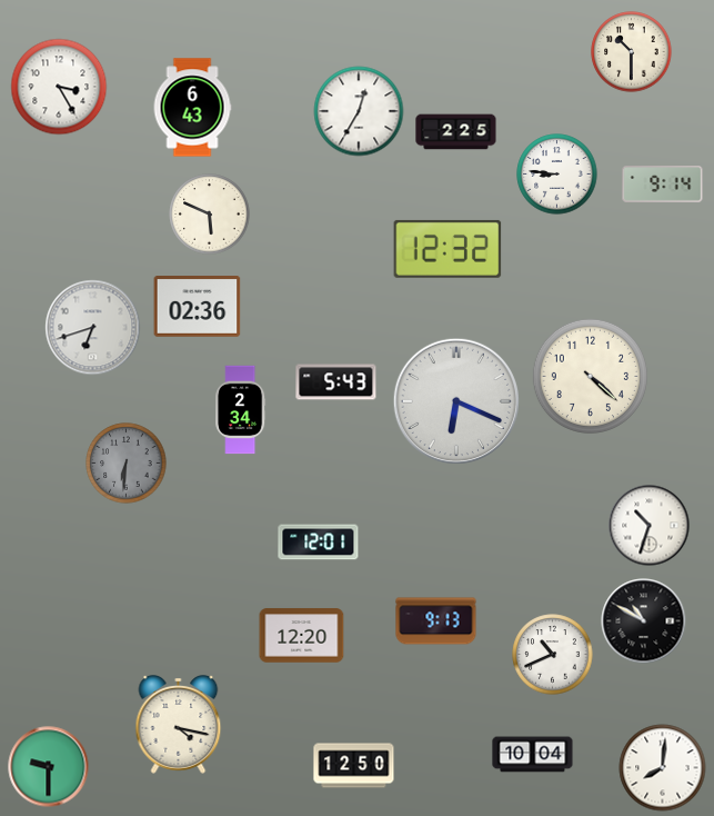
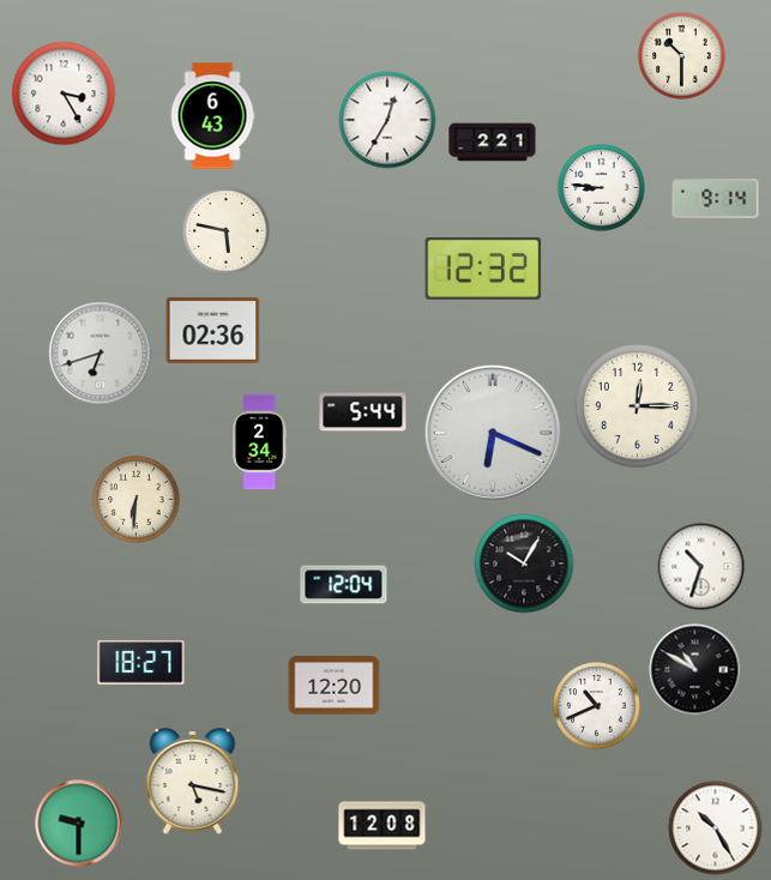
clock at (192, 108) position: (192, 108) -> (212, 116)
clock at (456, 132): 2:25 -> 2:21
clock at (210, 215): 5:49 -> 5:47
clock at (590, 376): 4:22 -> 12:15
clock at (336, 382): 5:43 -> 5:44
clock at (127, 464) dial: grey -> cream
clock at (524, 563): none -> 10:05
clock at (319, 543): 12:01 -> 12:04
clock at (141, 663): none -> 18:27
clock at (436, 621): 9:13 -> none
clock at (302, 636) position: (302, 636) -> (335, 686)
clock at (179, 725): 4:17 -> 5:17
clock at (533, 755): 10:04 -> none
clock at (354, 766): 12:50 -> 12:08
clock at (49, 767) position: (49, 767) -> (79, 824)
clock at (663, 768): 8:01 -> 10:25
